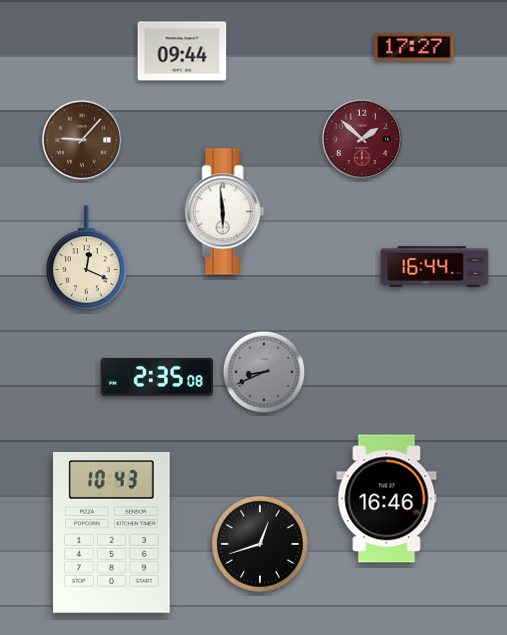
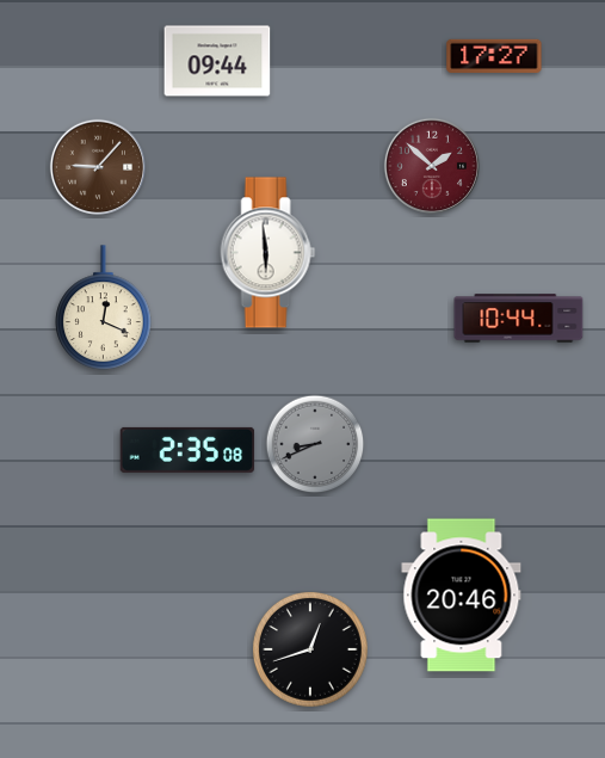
clock at (435, 267): 16:44 -> 10:44
clock at (387, 499): 16:46 -> 20:46
clock at (112, 533): 10:43 -> none
